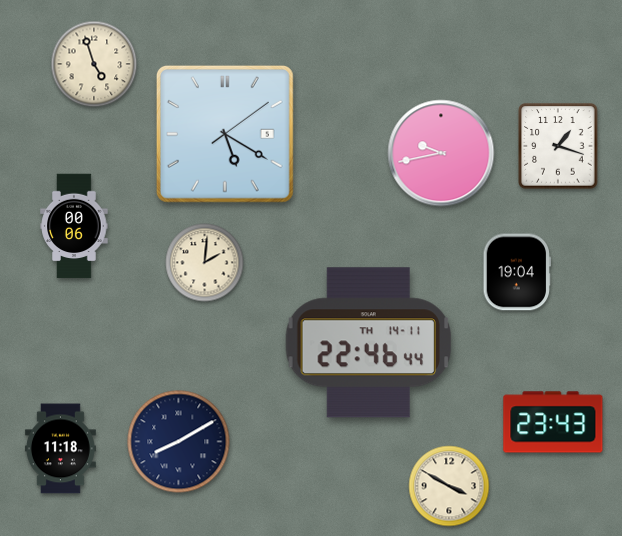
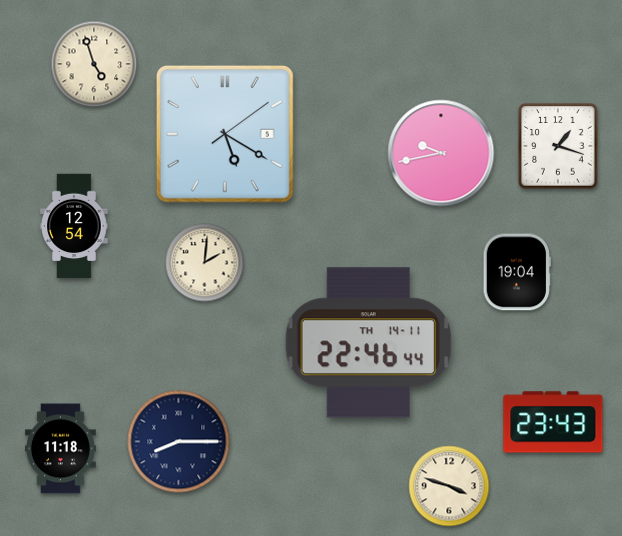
clock at (74, 226): 00:06 -> 12:54
clock at (179, 442): 8:10 -> 8:15
clock at (449, 486): 3:50 -> 3:48
